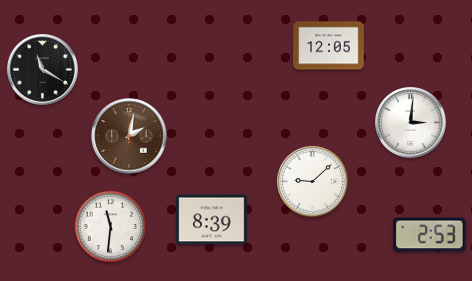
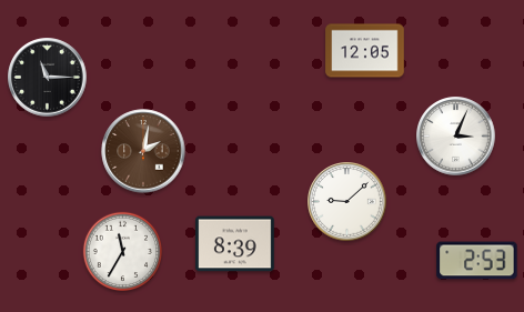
clock at (43, 70): 11:20 -> 11:15
clock at (411, 123): 3:01 -> 3:04
clock at (110, 226): 11:31 -> 11:35
